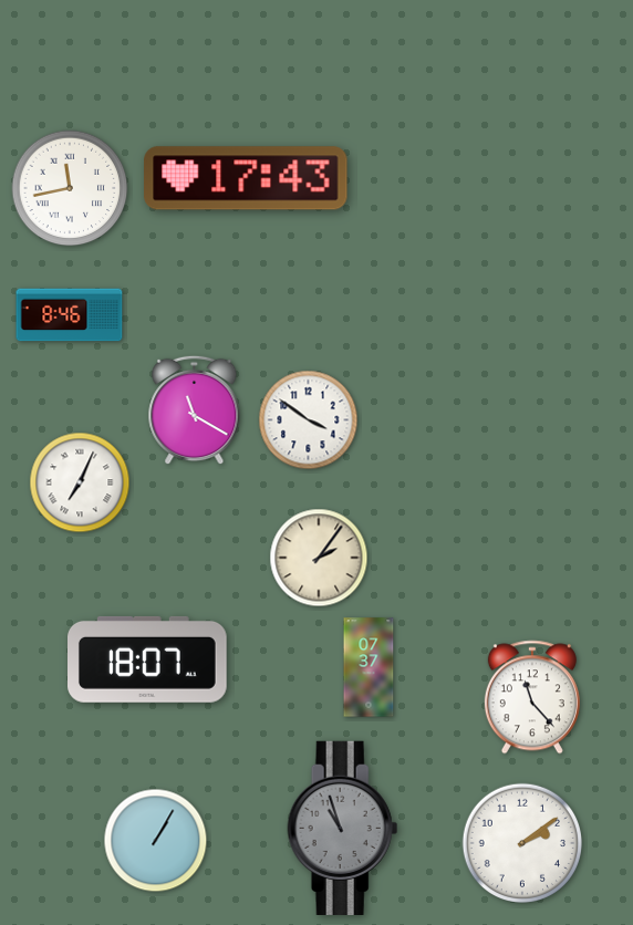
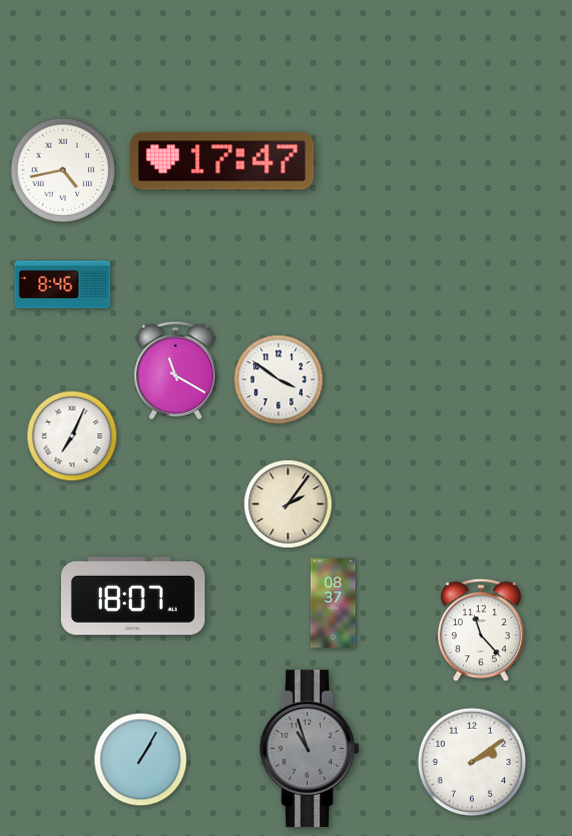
clock at (246, 178): 17:43 -> 17:47
clock at (70, 188): 11:43 -> 4:43
clock at (369, 667): 07:37 -> 08:37
